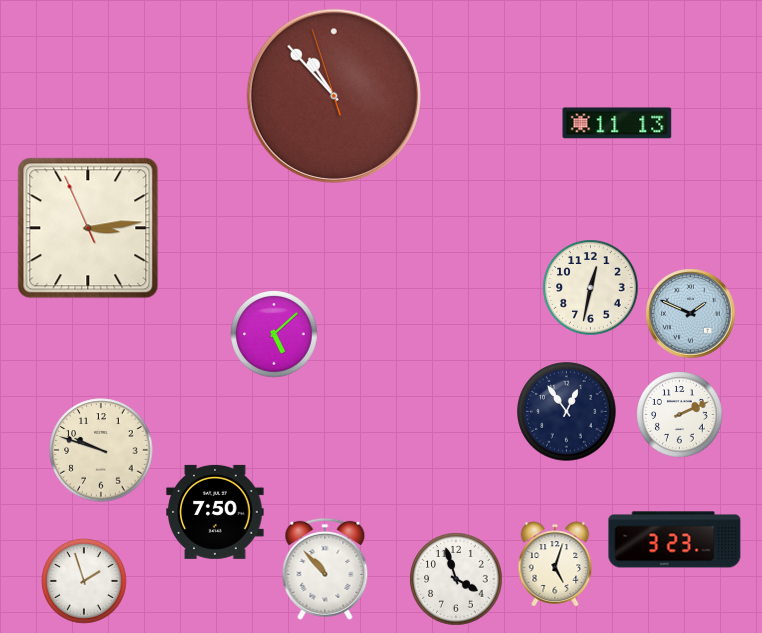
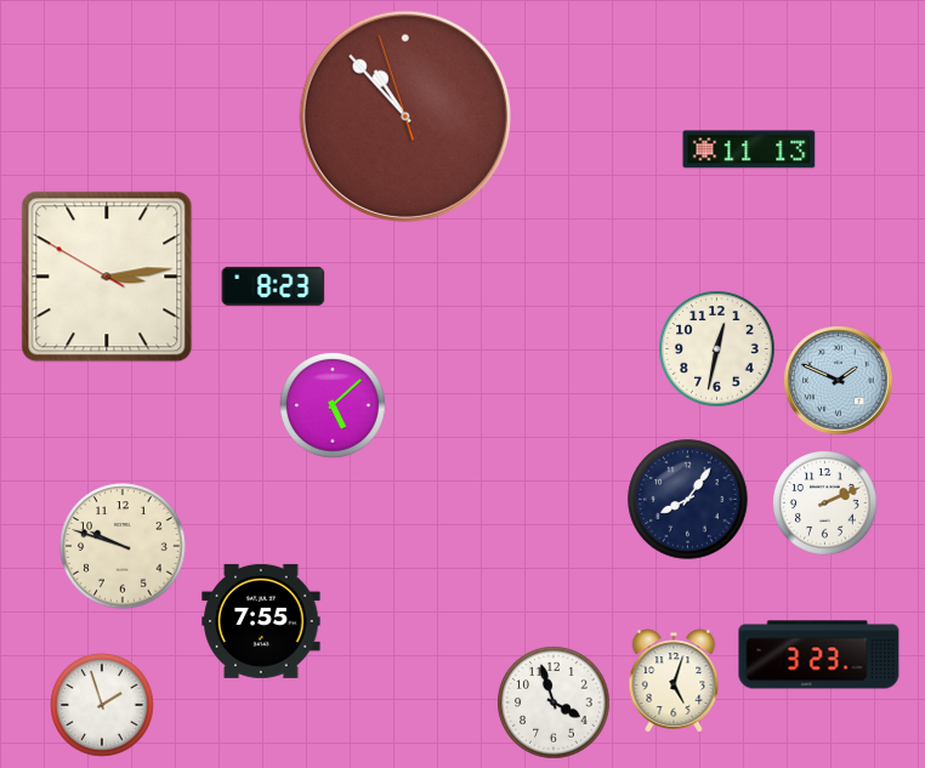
clock at (88, 228): 3:13:56 -> 3:13:50
clock at (273, 286): none -> 8:23
clock at (567, 412): 12:54 -> 8:06
clock at (215, 512): 7:50 -> 7:55
clock at (555, 564) position: (555, 564) -> (674, 681)
clock at (325, 569): 10:53 -> none
